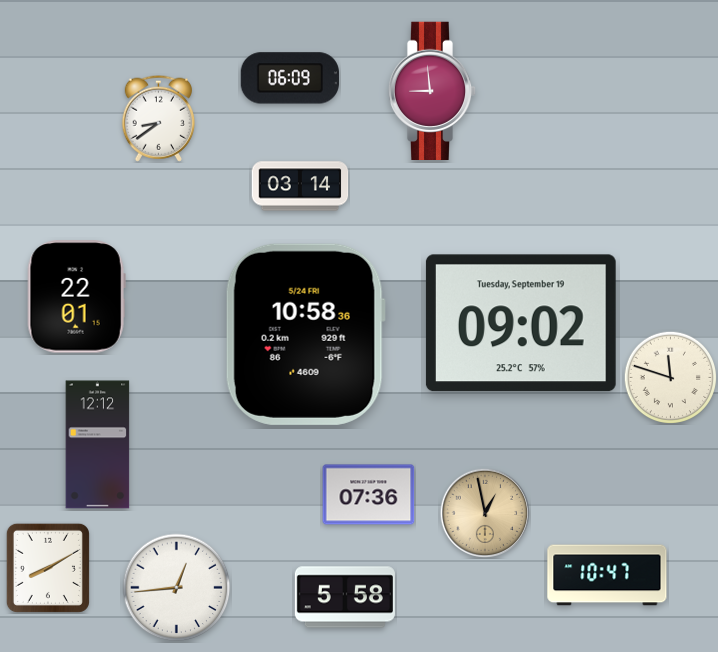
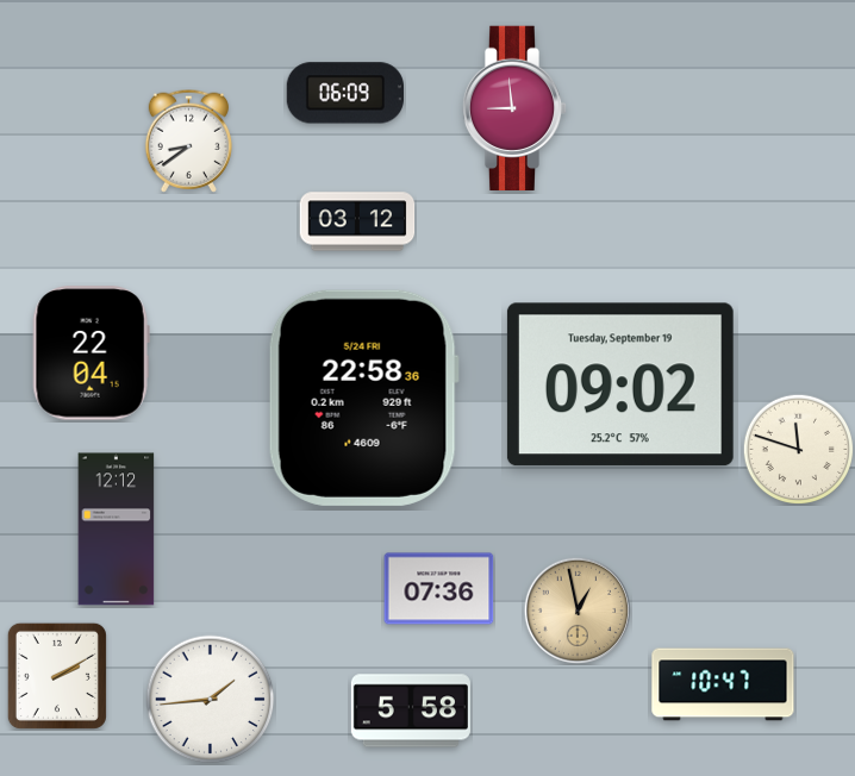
clock at (300, 186): 03:14 -> 03:12
clock at (76, 297): 22:01 -> 22:04
clock at (305, 334): 10:58 -> 22:58
clock at (48, 568): 8:10 -> 2:10
clock at (177, 588): 12:44 -> 1:44
